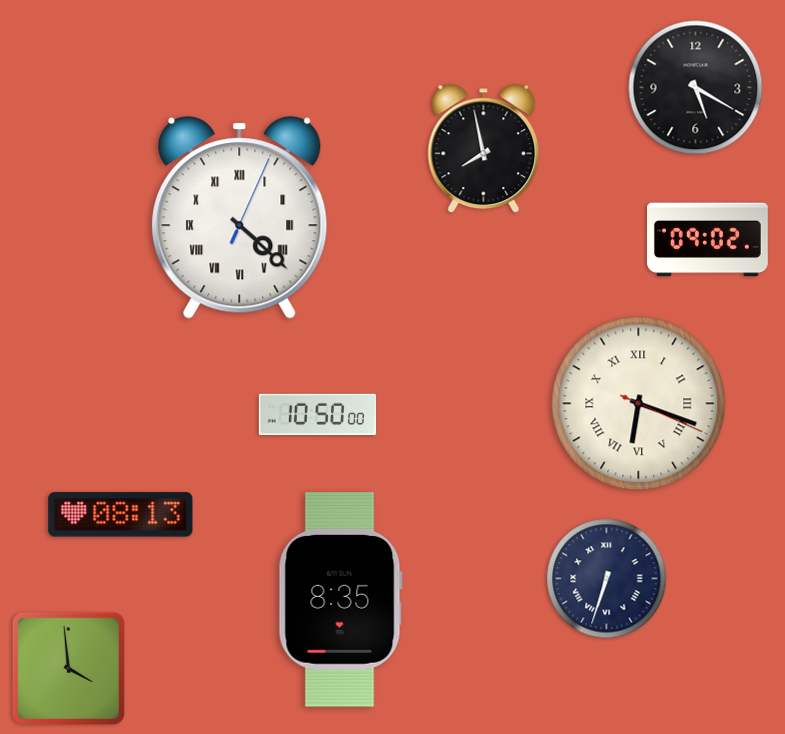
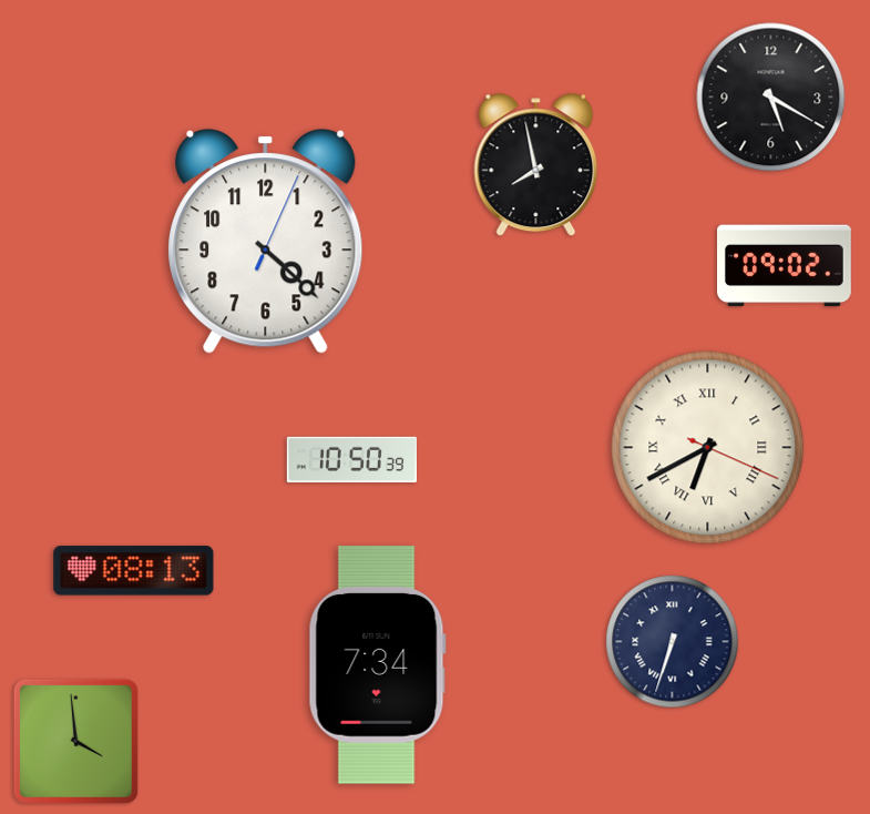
clock at (240, 218) numerals: Roman -> Arabic
clock at (639, 404): 6:18 -> 6:40
clock at (317, 415): 10:50:00 -> 10:50:39
clock at (340, 600): 8:35 -> 7:34
